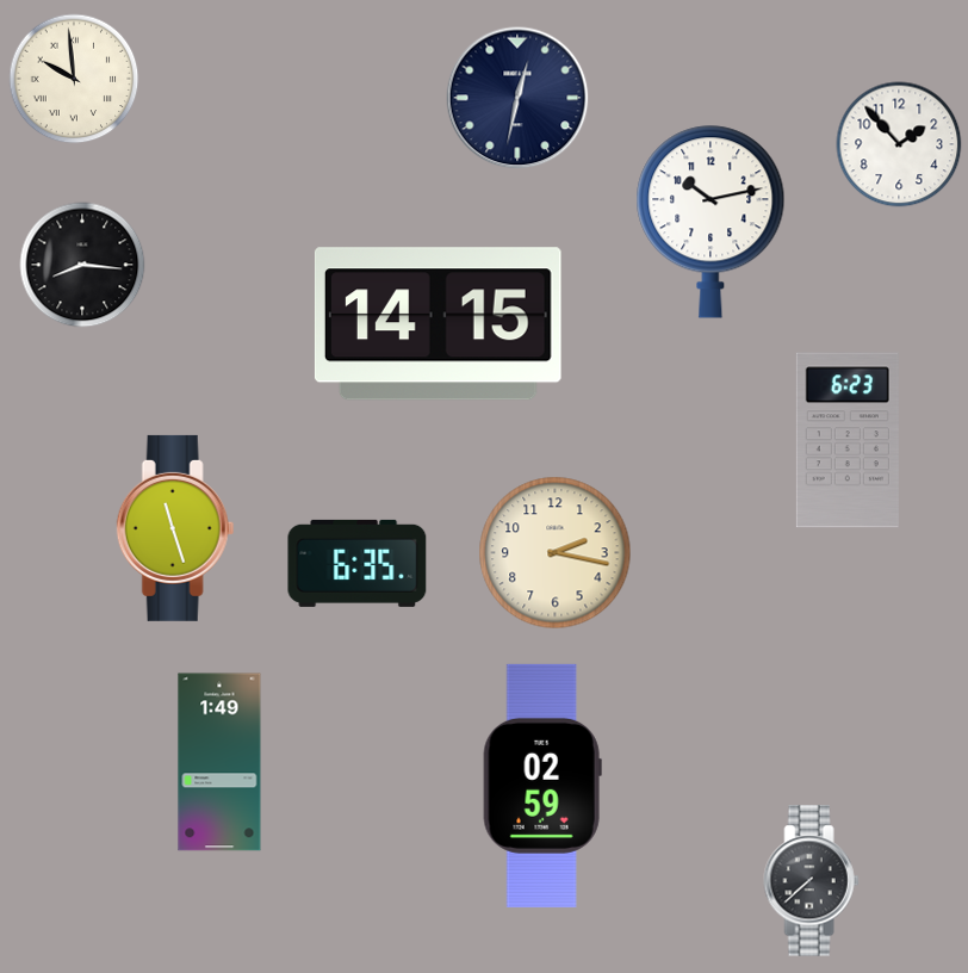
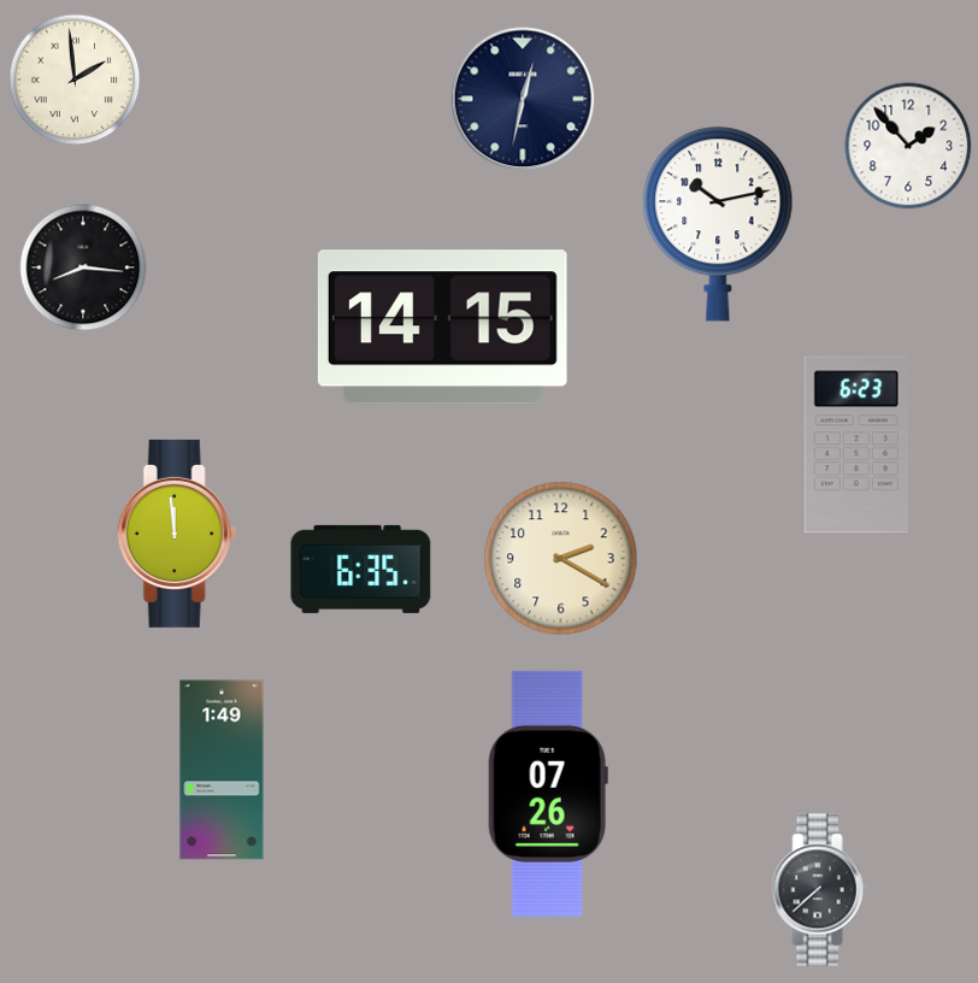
clock at (74, 79): 9:59 -> 1:59
clock at (175, 528): 11:27 -> 11:59
clock at (556, 553): 2:17 -> 2:20
clock at (542, 786): 02:59 -> 07:26
